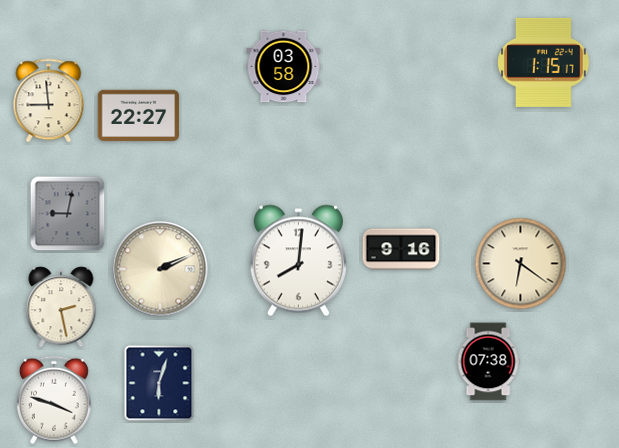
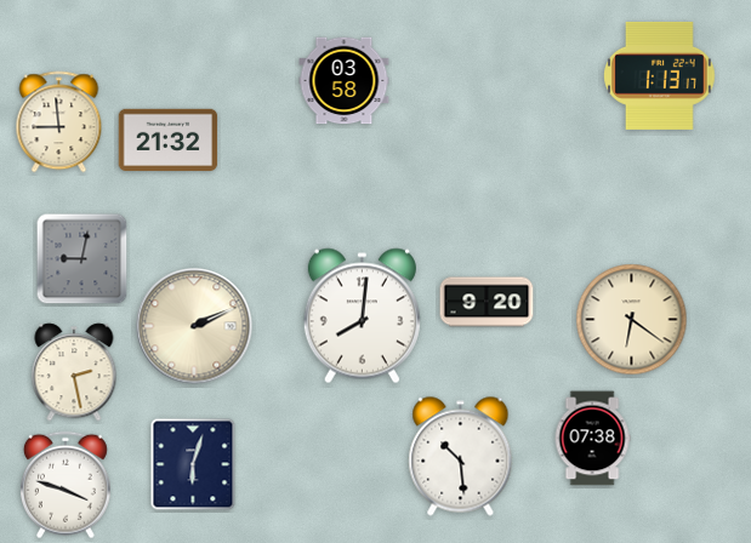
clock at (544, 62): 1:15 -> 1:13
clock at (139, 115): 22:27 -> 21:32
clock at (401, 249): 9:16 -> 9:20
clock at (461, 457): none -> 10:29
